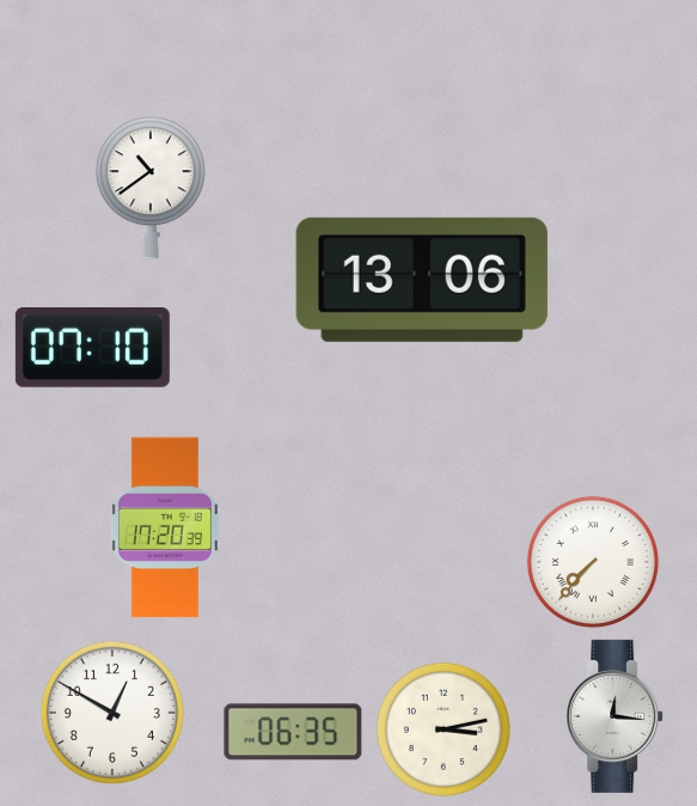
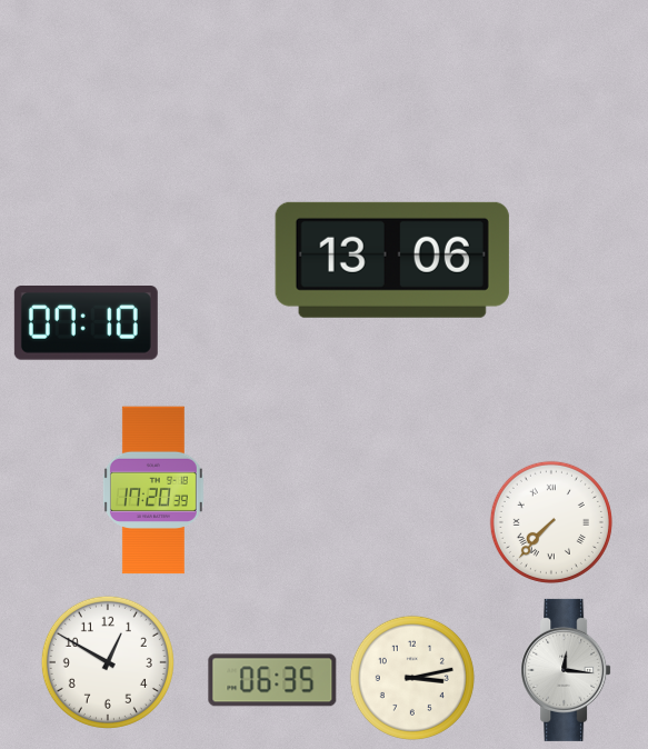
clock at (151, 188): 10:39 -> none
clock at (112, 713) position: (112, 713) -> (108, 662)
clock at (615, 716) position: (615, 716) -> (566, 670)
